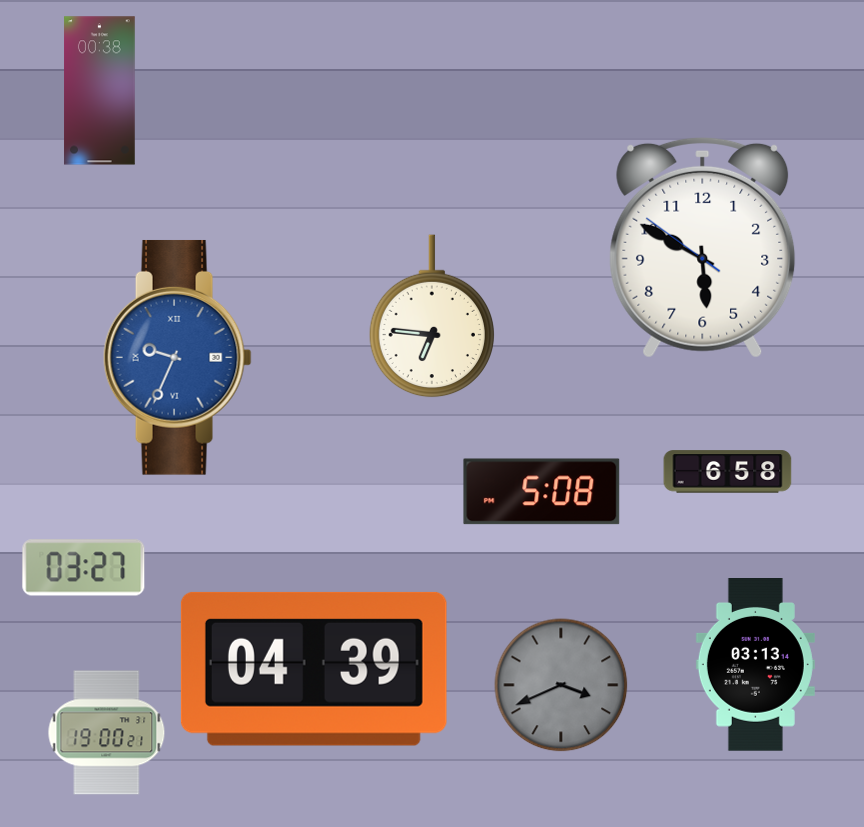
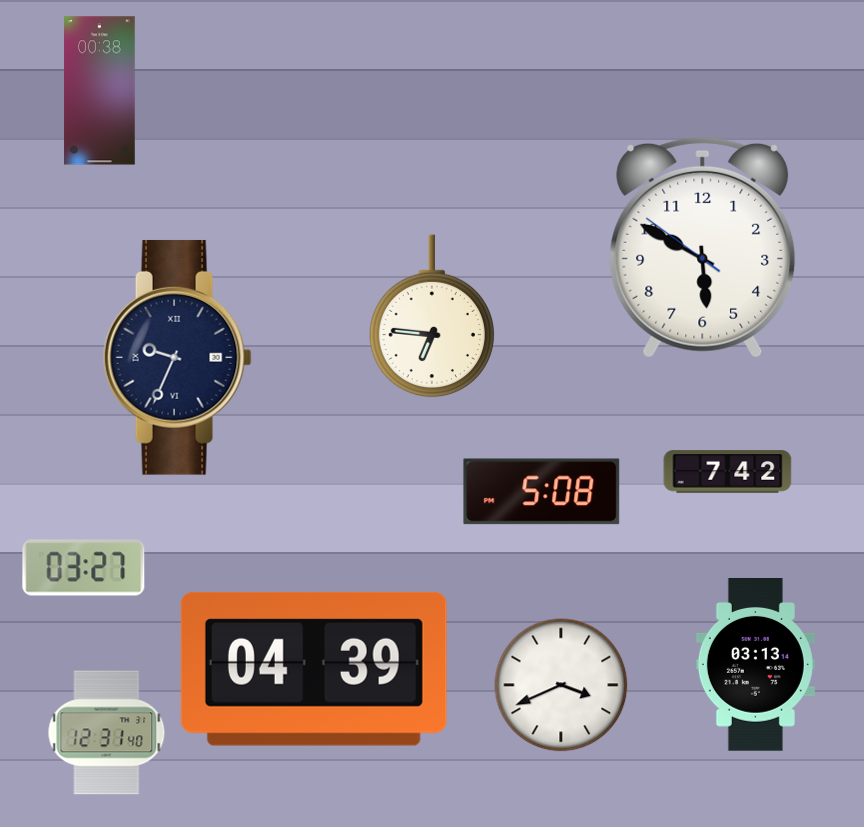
clock at (177, 357) dial: blue -> navy
clock at (728, 472): 6:58 -> 7:42
clock at (561, 685) dial: grey -> white
clock at (107, 733): 19:00 -> 12:31
